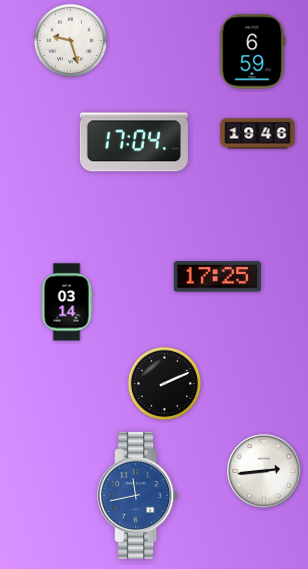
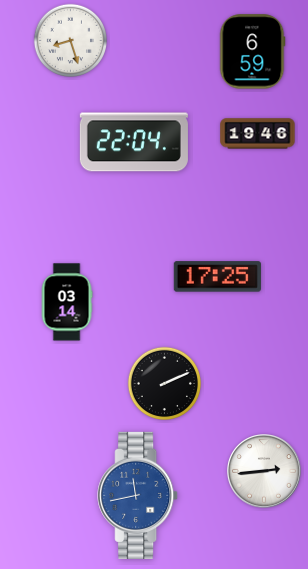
clock at (70, 40): 9:27 -> 8:27
clock at (134, 142): 17:04 -> 22:04
